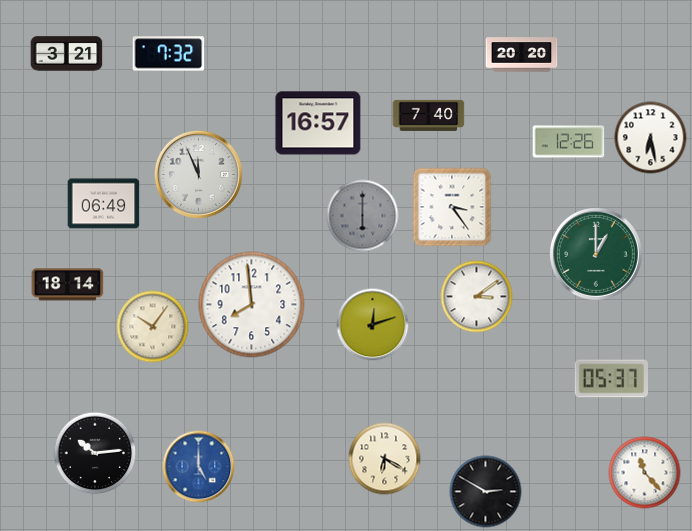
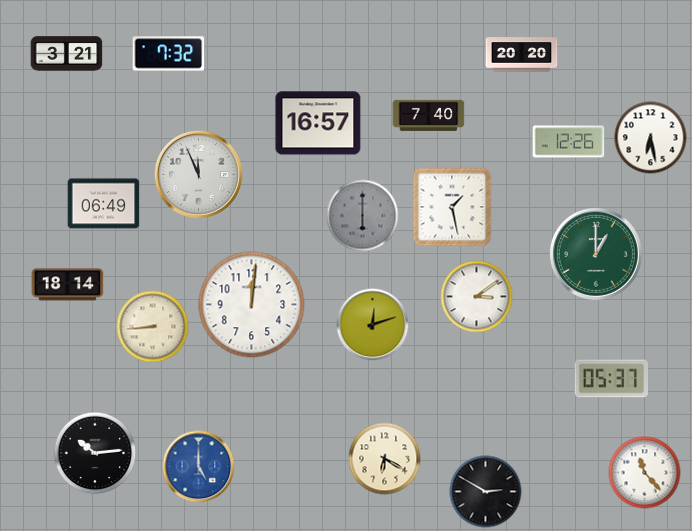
clock at (452, 207): 3:24 -> 1:28
clock at (252, 305): 7:59 -> 12:01
clock at (153, 327): 10:06 -> 8:44
